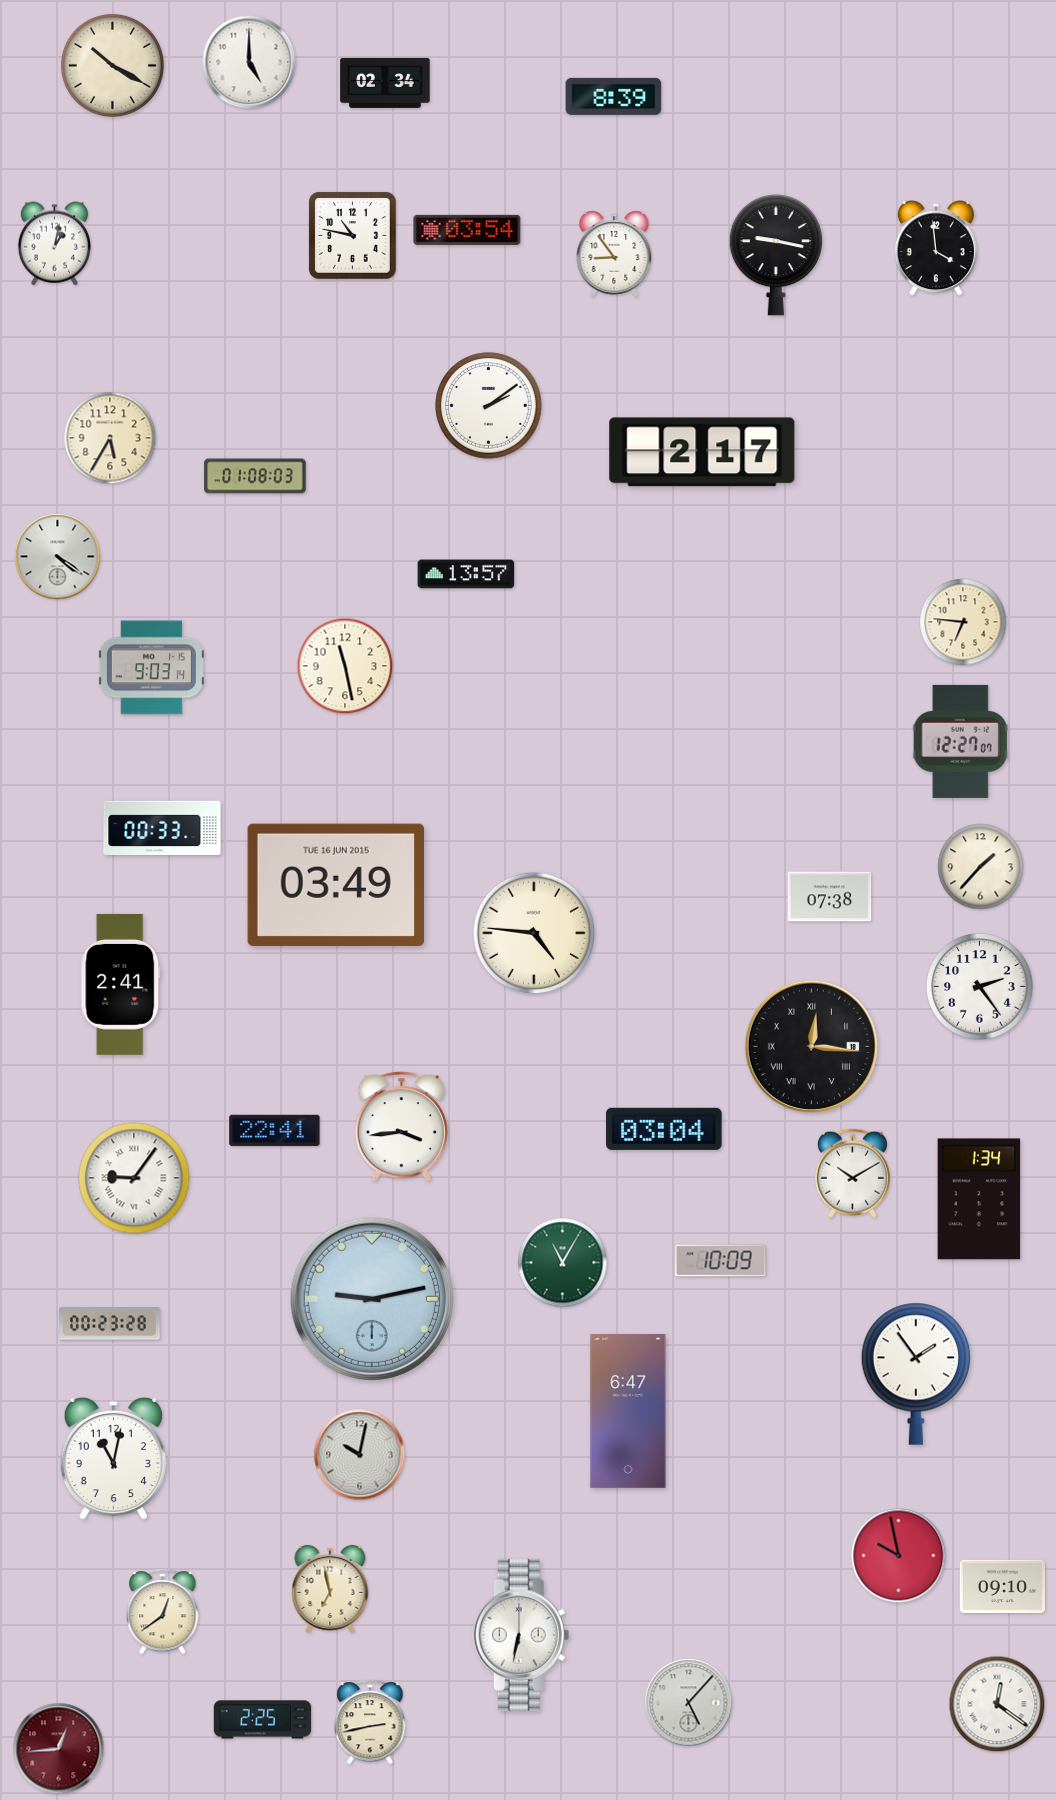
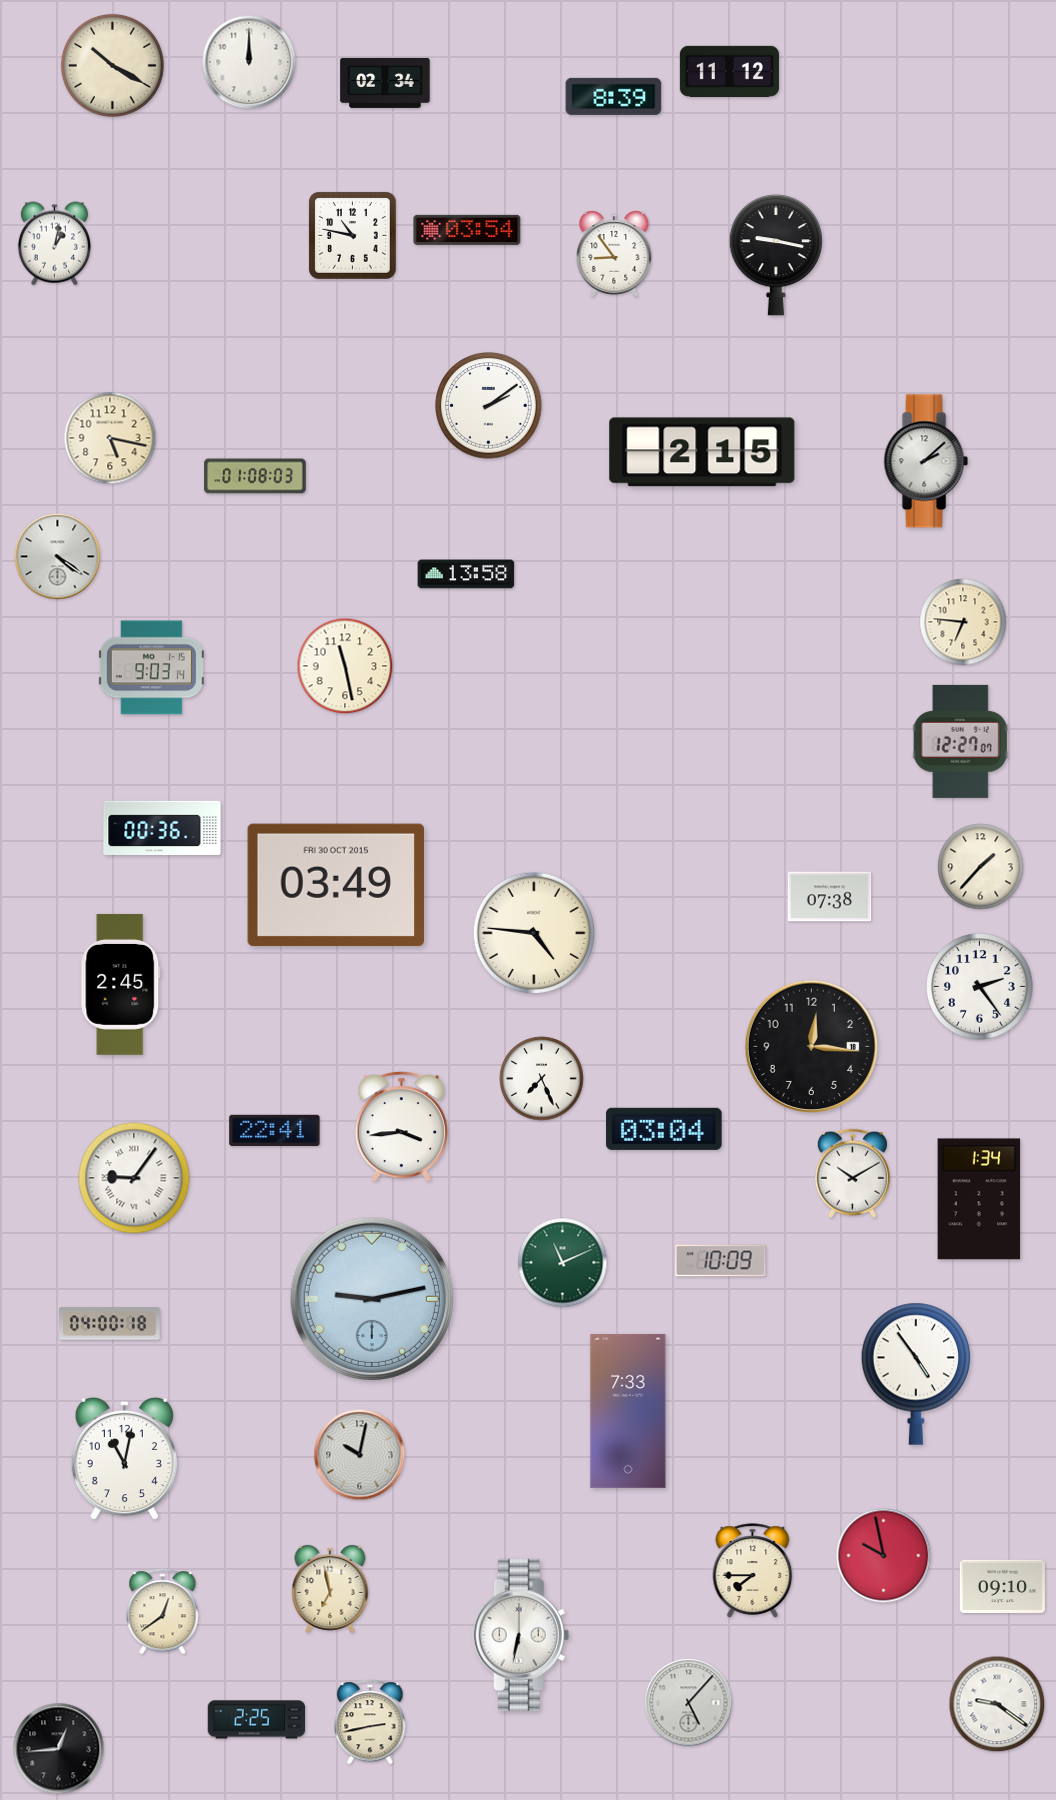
clock at (249, 62): 5:00 -> 12:00
clock at (729, 71): none -> 11:12
clock at (936, 249): 3:59 -> none
clock at (110, 438): 5:35 -> 5:17
clock at (702, 452): 2:17 -> 2:15
clock at (926, 461): none -> 2:08
clock at (466, 574): 13:57 -> 13:58
clock at (162, 828): 00:33 -> 00:36
clock at (335, 885) date: TUE 16 JUN 2015 -> FRI 30 OCT 2015
clock at (121, 984): 2:41 -> 2:45
clock at (811, 1046) numerals: Roman -> Arabic
clock at (542, 1079): none -> 7:26
clock at (563, 1263): 11:05 -> 11:11
clock at (110, 1324): 00:23 -> 04:00
clock at (916, 1374): 1:54 -> 4:54
clock at (628, 1411): 6:47 -> 7:33
clock at (113, 1459) position: (113, 1459) -> (124, 1459)
clock at (899, 1556) position: (899, 1556) -> (884, 1556)
clock at (753, 1571): none -> 7:45
clock at (997, 1704): 12:21 -> 9:21
clock at (263, 1720) position: (263, 1720) -> (257, 1720)
clock at (59, 1749) dial: burgundy -> black
